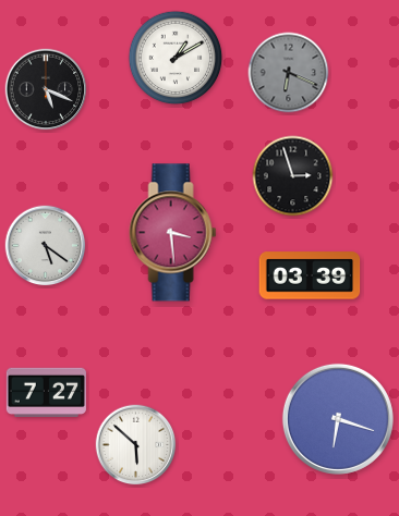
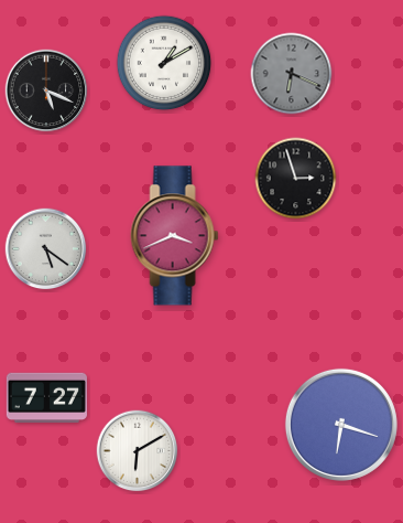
clock at (176, 58) position: (176, 58) -> (164, 63)
clock at (173, 233): 3:29 -> 3:41
clock at (310, 275): 03:39 -> none
clock at (136, 445): 5:52 -> 6:10
